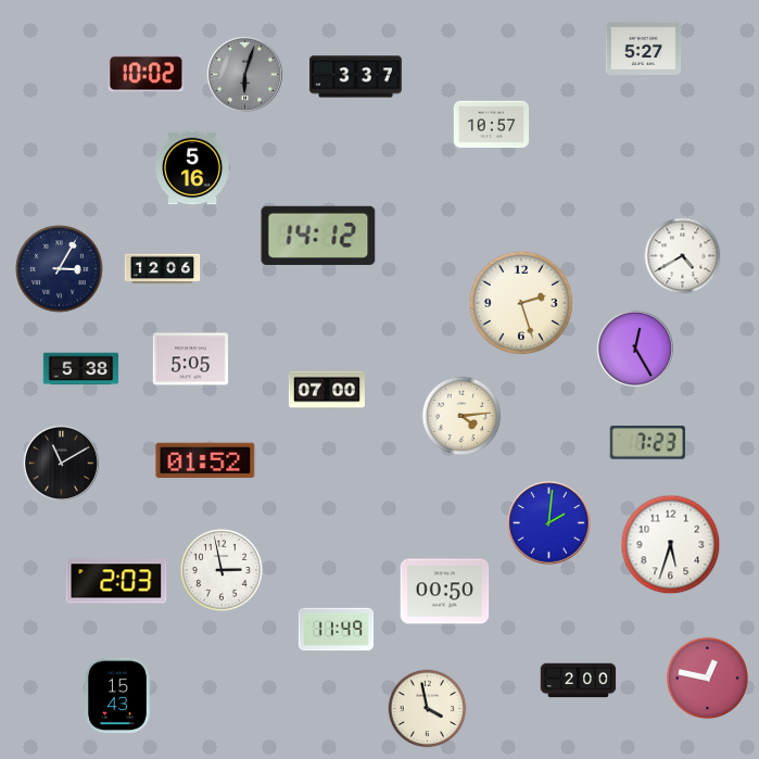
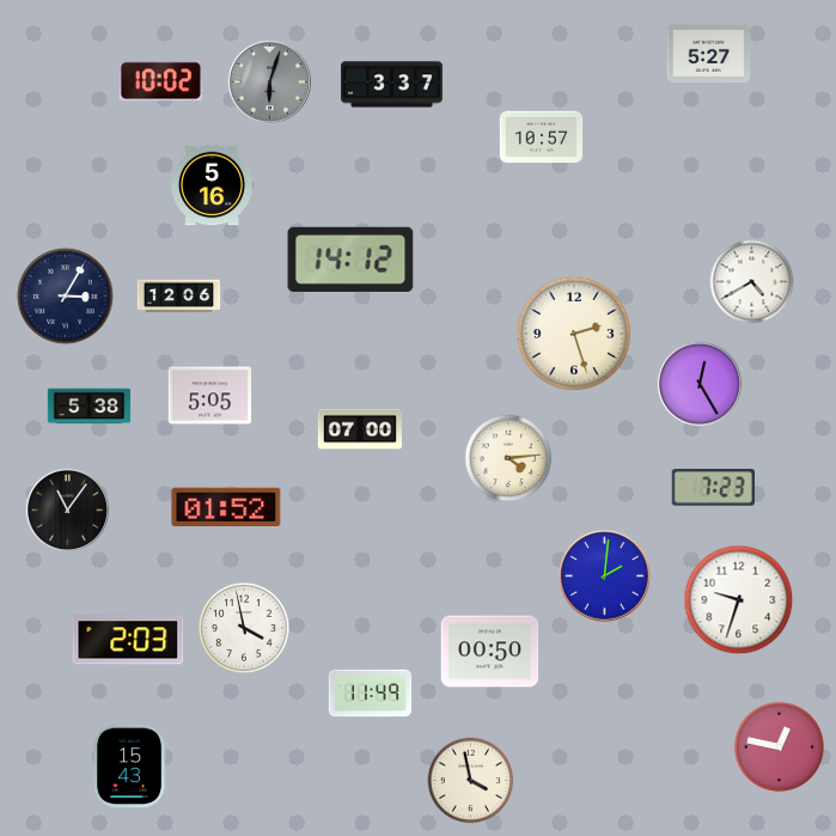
clock at (61, 463): 11:10 -> 11:06
clock at (671, 545): 5:33 -> 9:33
clock at (222, 570): 2:58 -> 3:58
clock at (579, 681): 2:00 -> none
